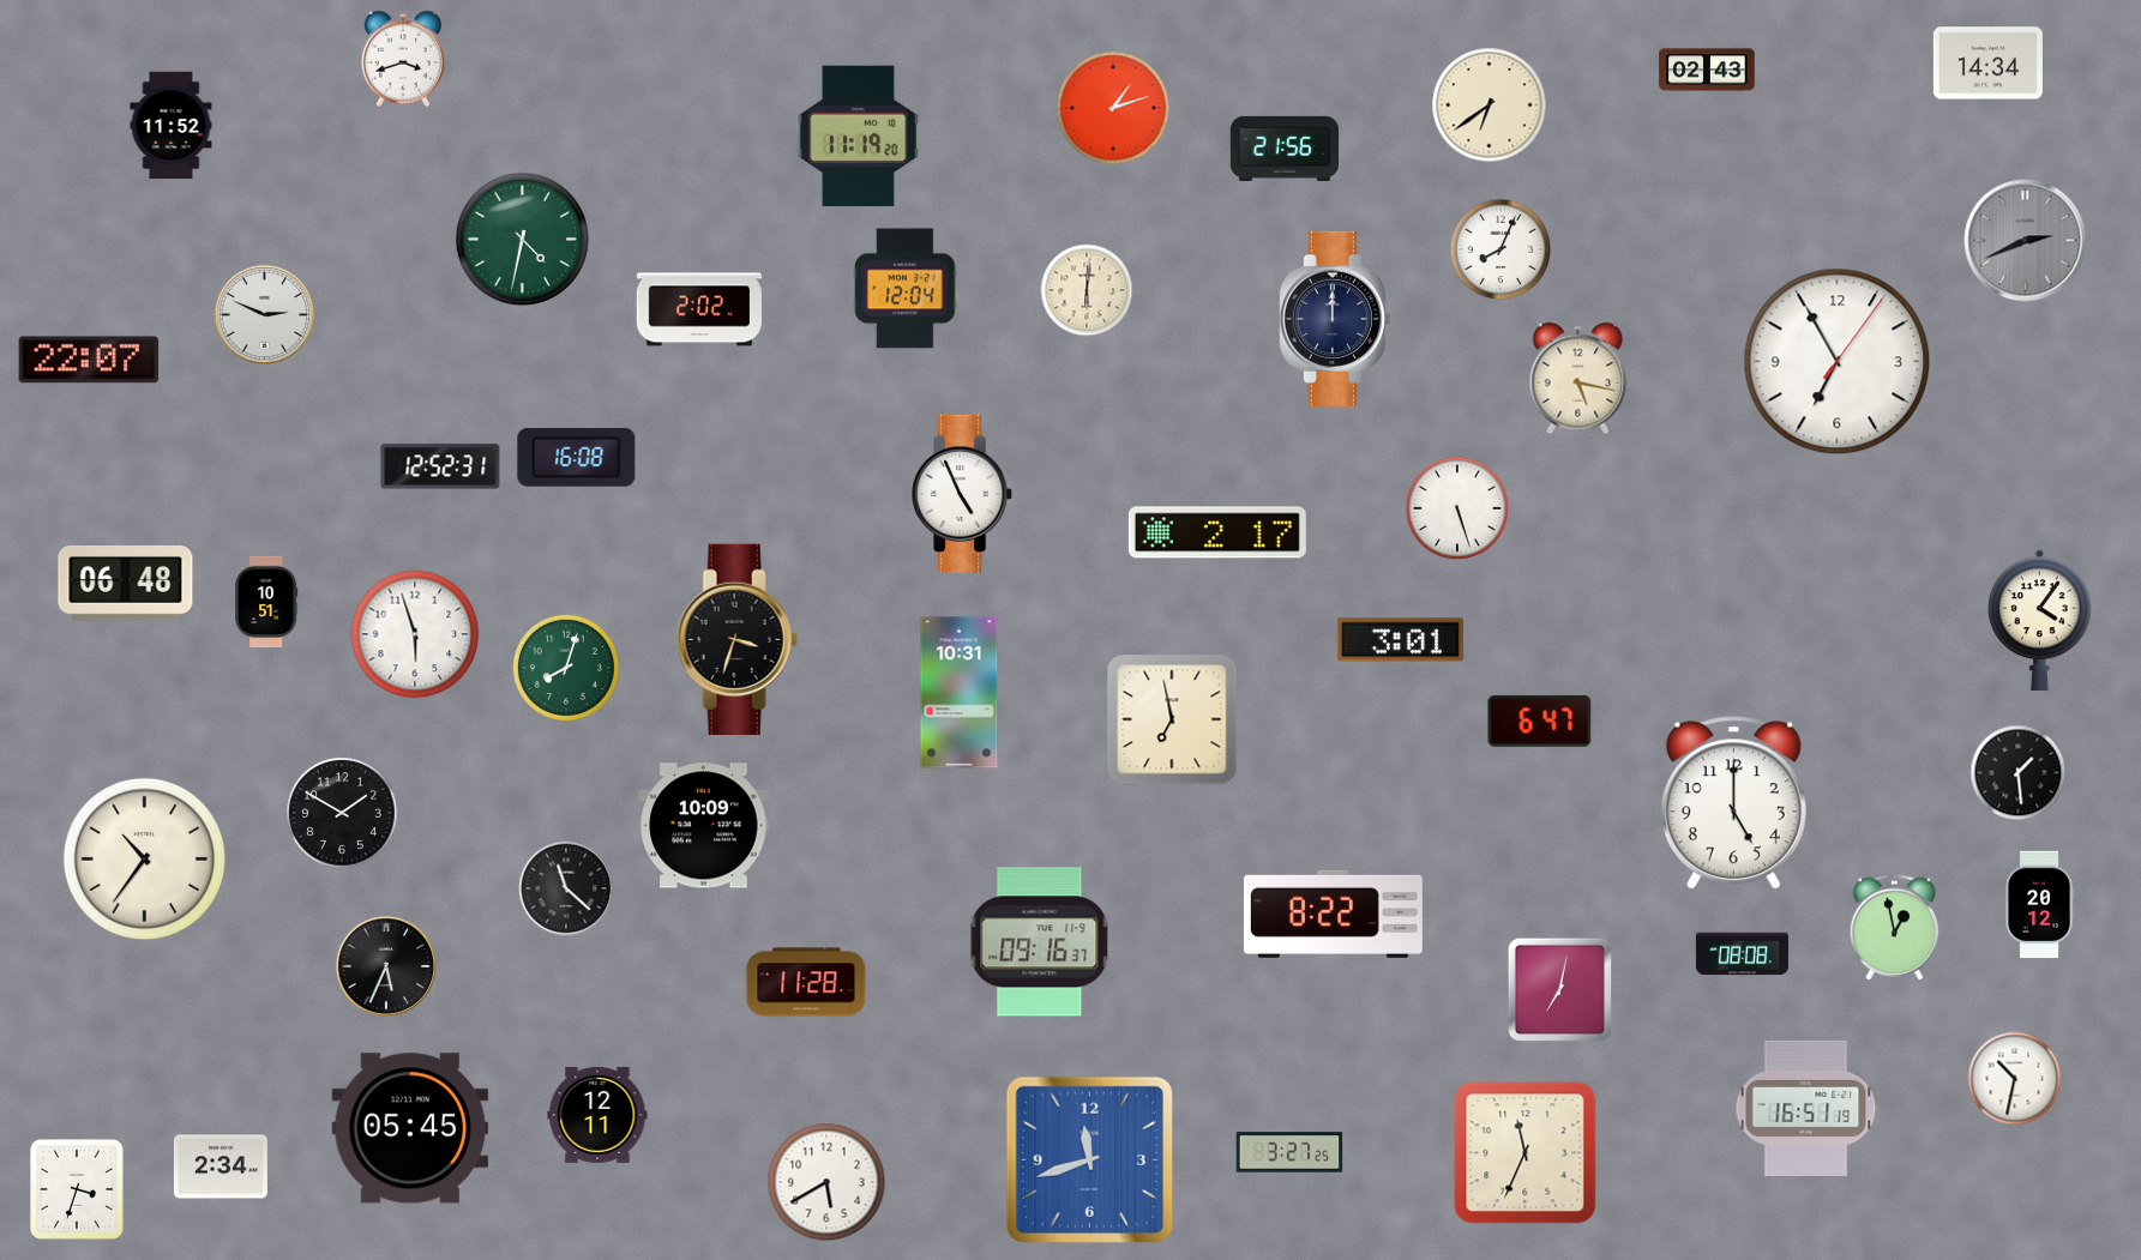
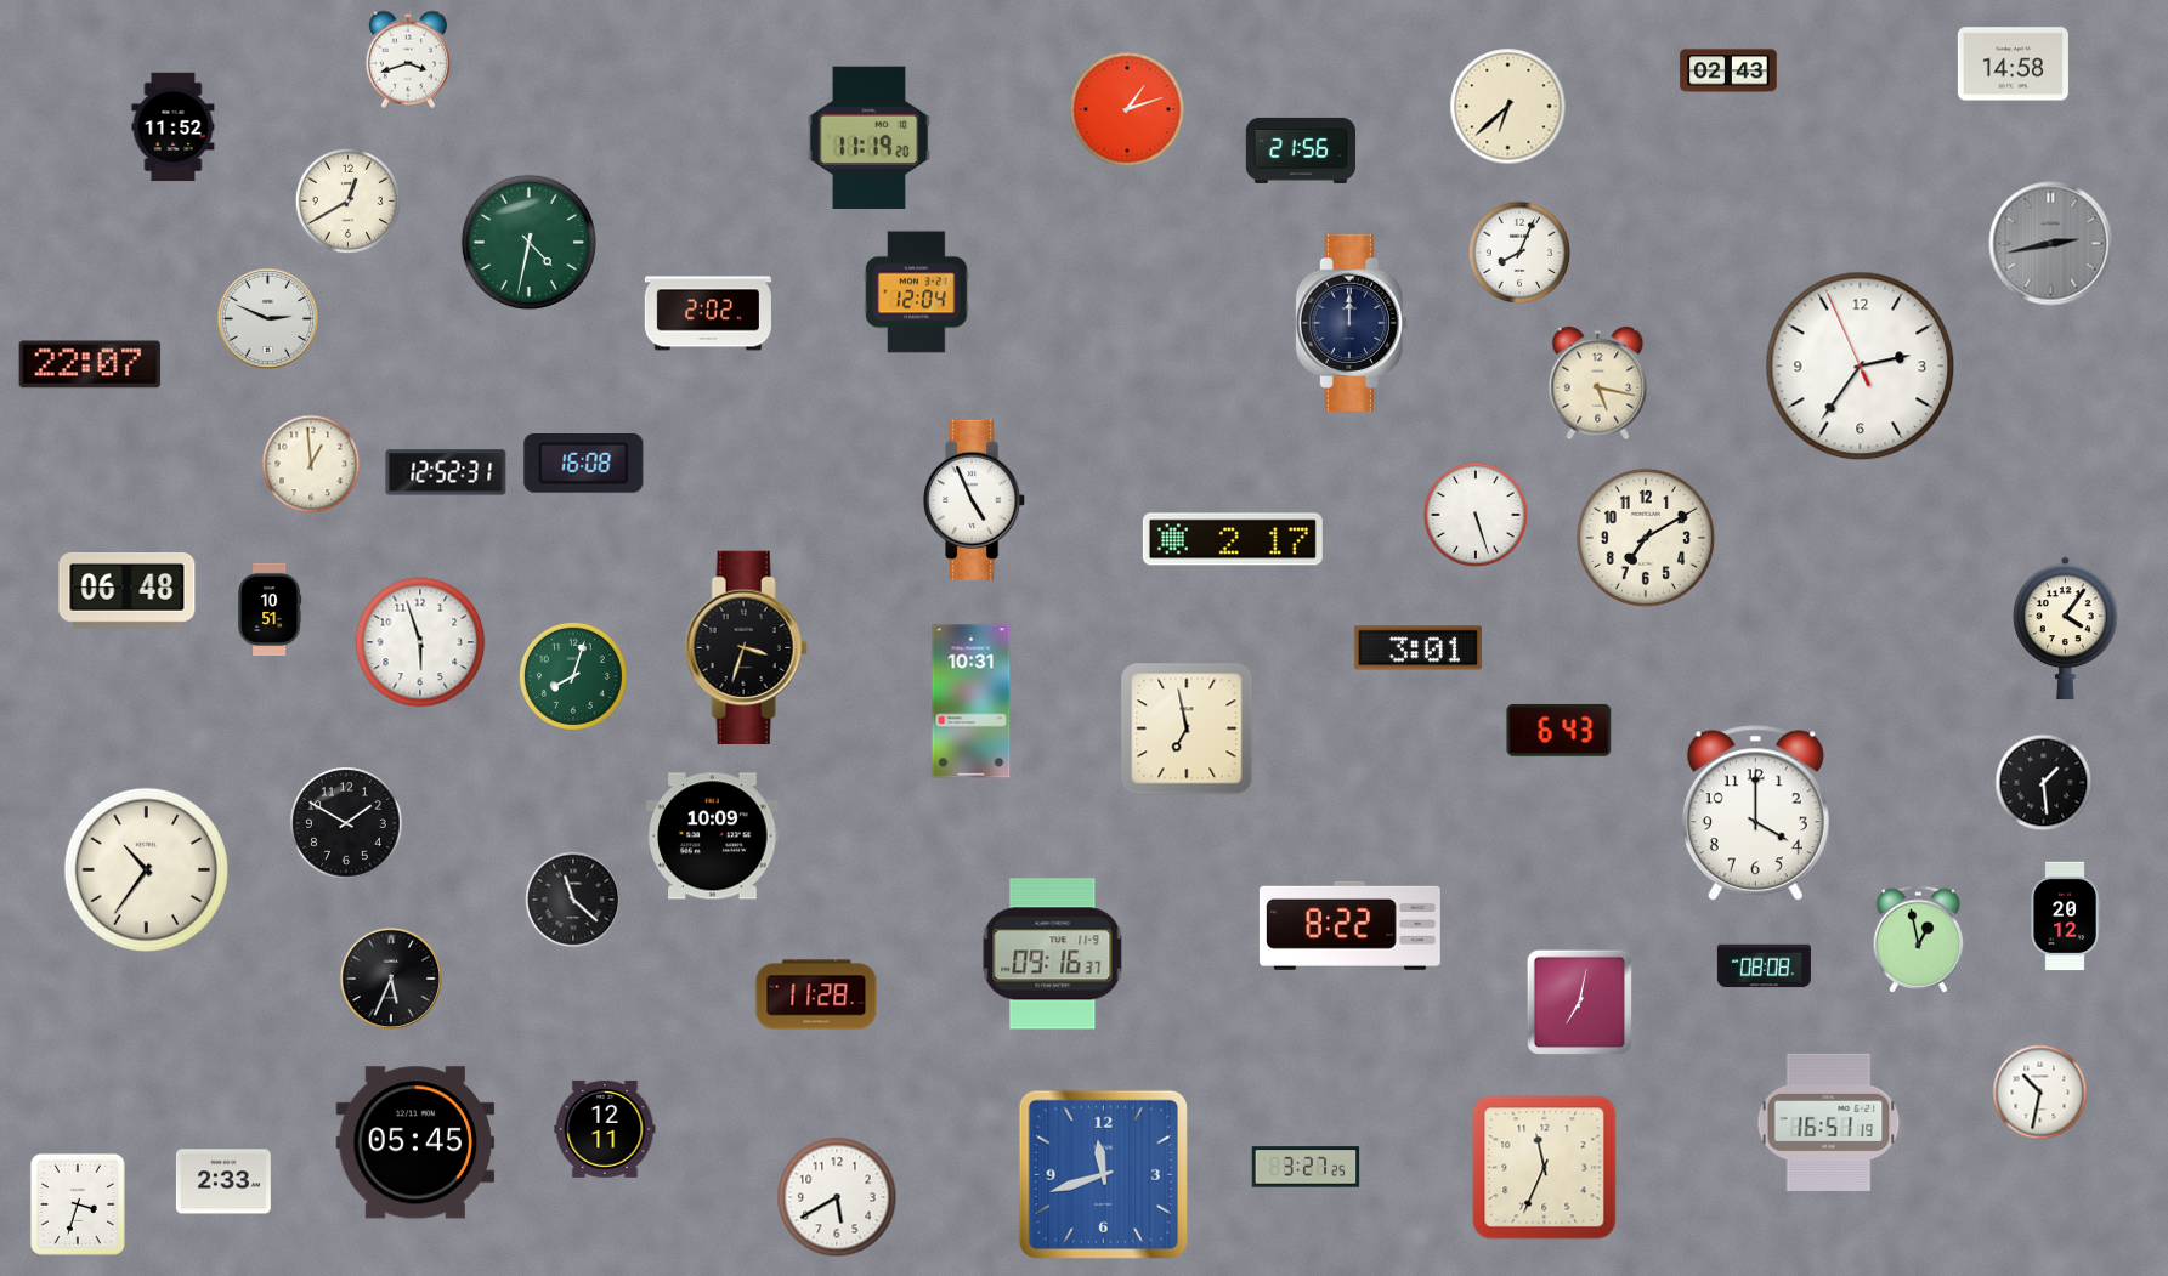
clock at (1987, 64): 14:34 -> 14:58
clock at (1490, 105): 6:39 -> 6:38
clock at (347, 200): none -> 12:40
clock at (2026, 241): 2:41 -> 2:43
clock at (1087, 290): 6:01 -> none
clock at (1838, 362): 6:55 -> 2:35
clock at (311, 464): none -> 12:59
clock at (1646, 538): none -> 7:10
clock at (1540, 721): 6:47 -> 6:43
clock at (1733, 803): 5:00 -> 4:00
clock at (221, 1166): 2:34 -> 2:33
